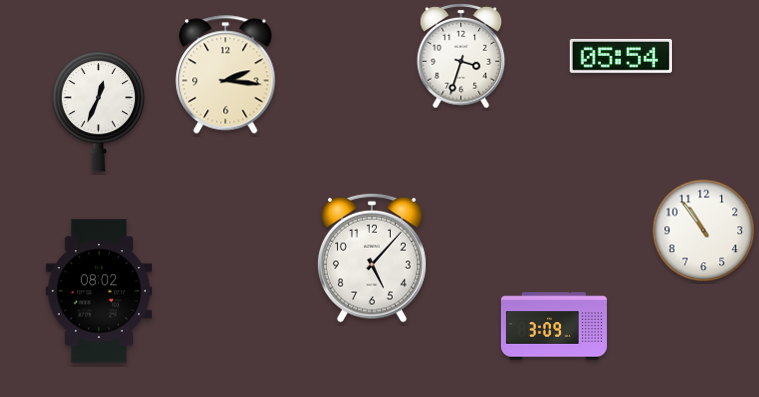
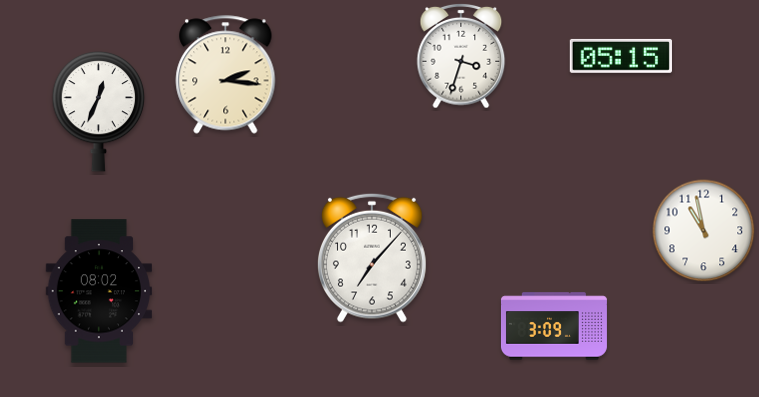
clock at (621, 56): 05:54 -> 05:15
clock at (704, 231): 10:54 -> 10:58
clock at (372, 258): 5:07 -> 7:07
